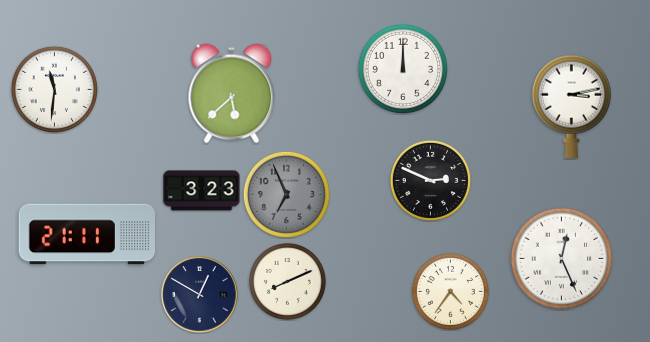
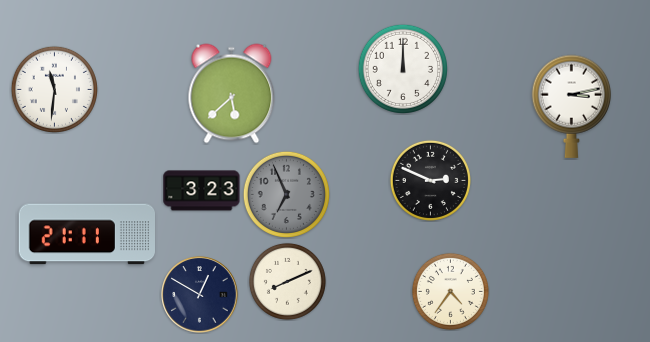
clock at (562, 259): 12:26 -> none
